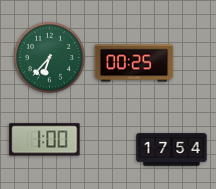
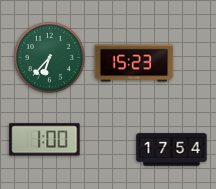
clock at (134, 63): 00:25 -> 15:23
